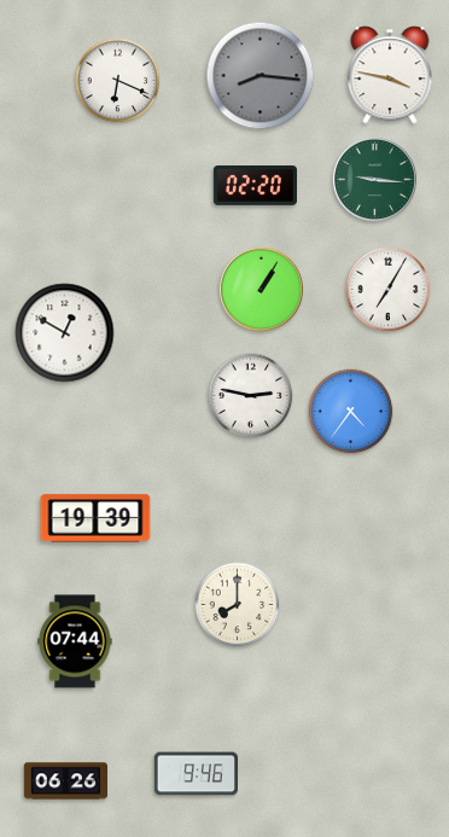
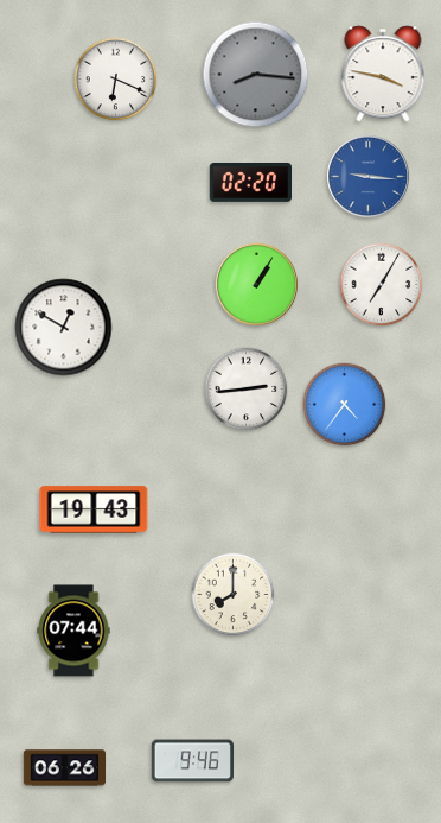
clock at (374, 179) dial: green -> blue
clock at (251, 396): 2:47 -> 2:44
clock at (95, 518): 19:39 -> 19:43
